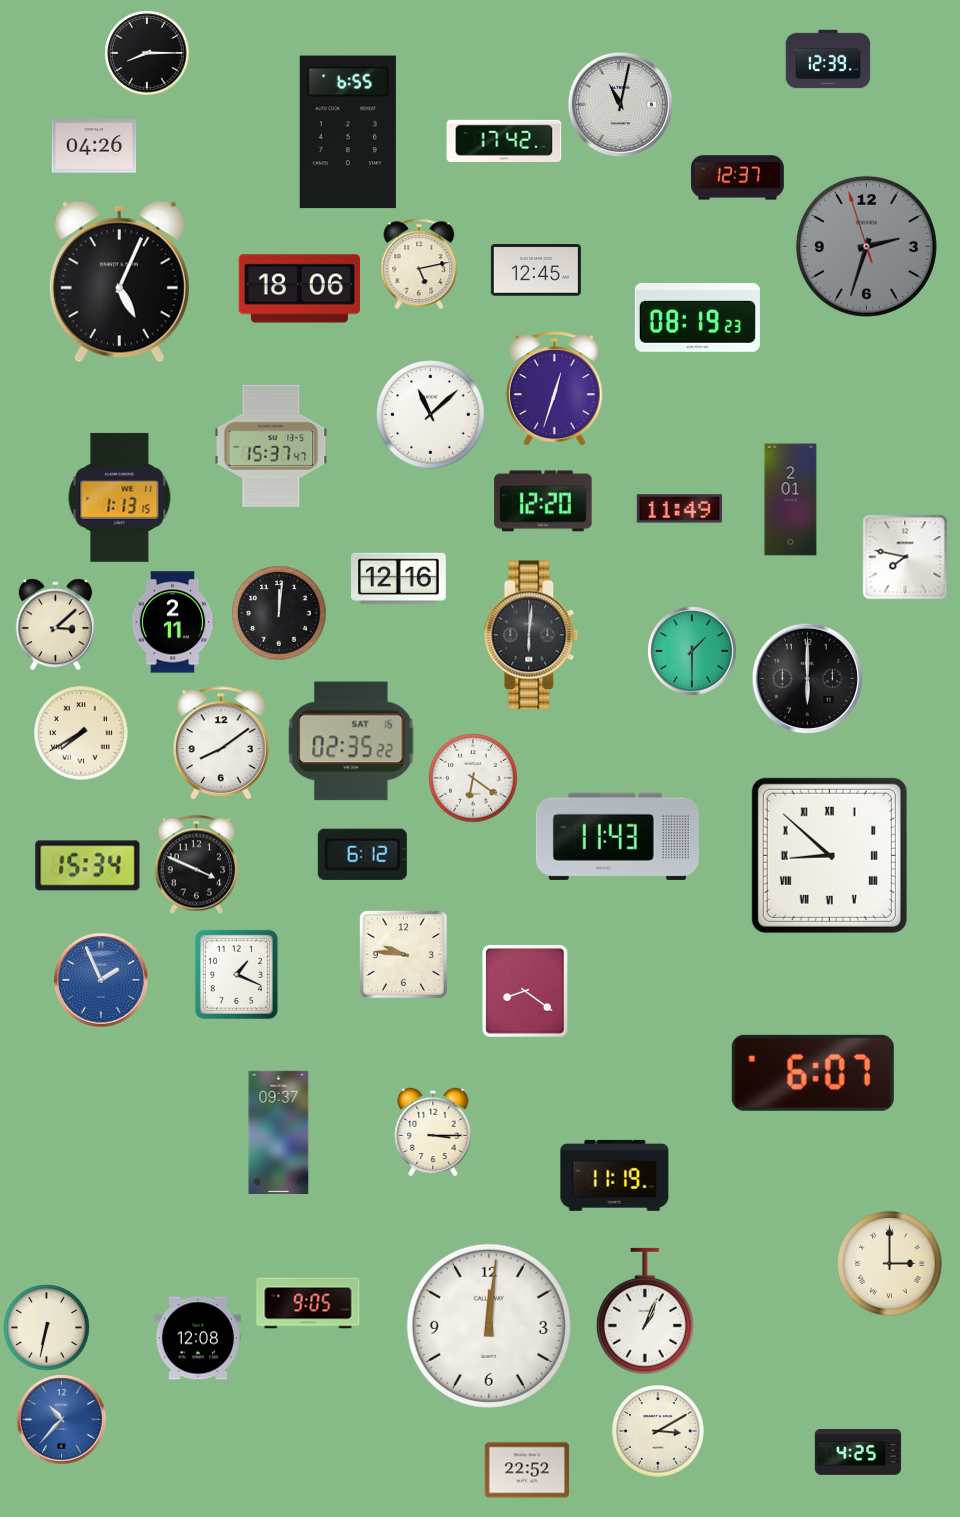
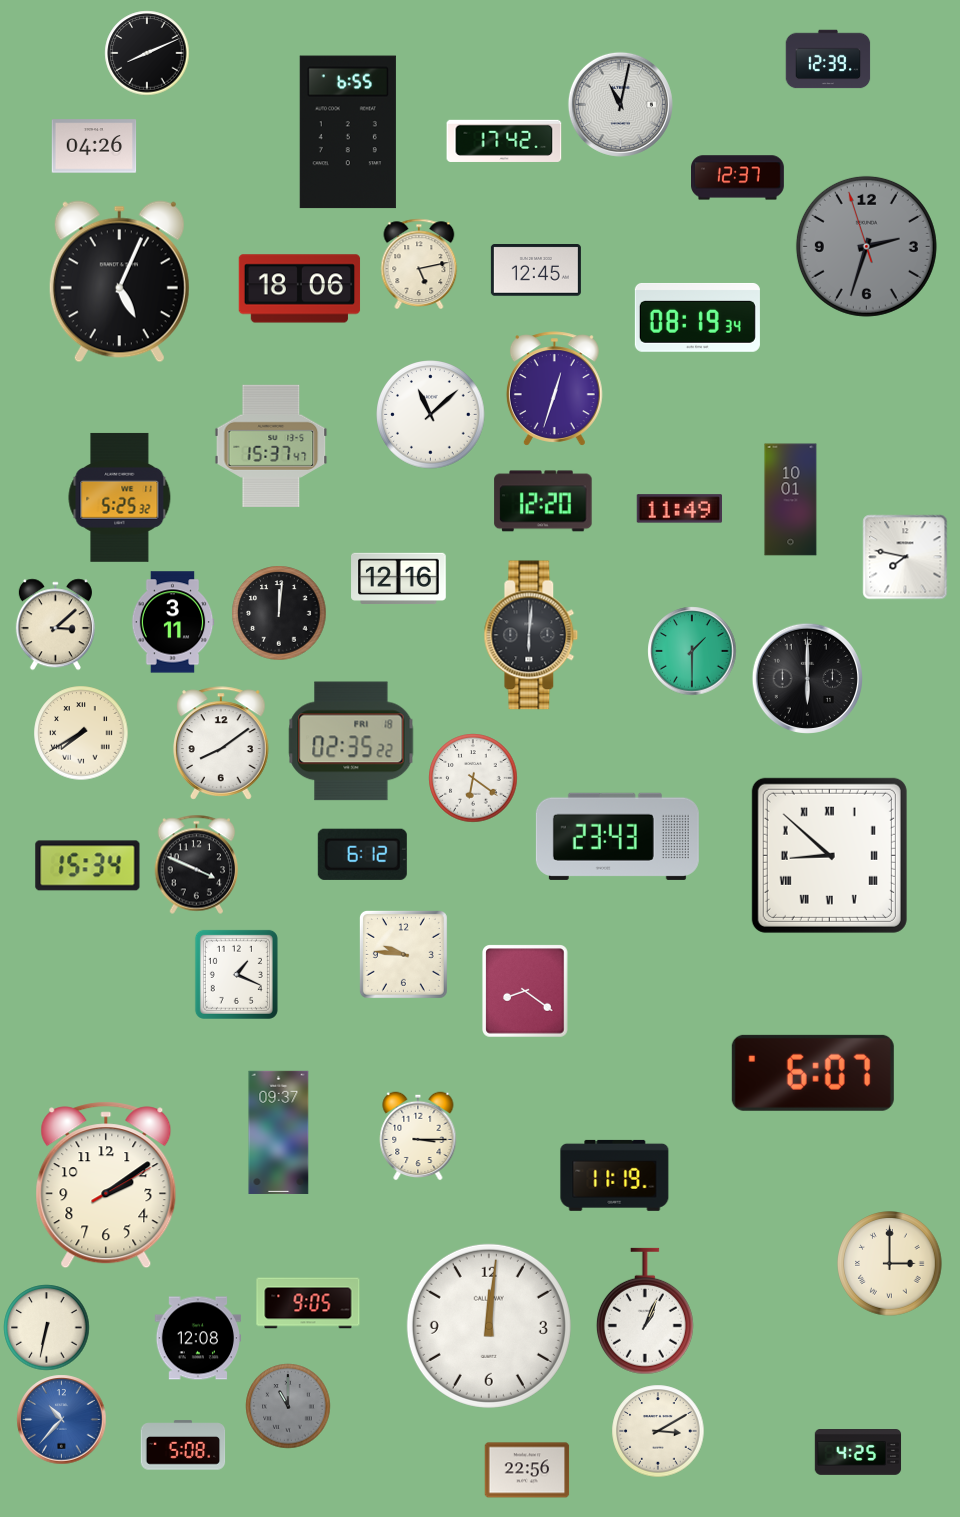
clock at (147, 53): 8:15 -> 8:11
clock at (697, 317): 08:19:23 -> 08:19:34
clock at (120, 497): 1:13 -> 5:25
clock at (791, 500): 2:01 -> 10:01
clock at (173, 622): 2:11 -> 3:11
clock at (351, 741) date: SAT 16 -> FRI 18
clock at (617, 836): 11:43 -> 23:43
clock at (101, 980): 1:56 -> none
clock at (433, 1132) position: (433, 1132) -> (418, 1136)
clock at (106, 1185): none -> 2:09
clock at (288, 1406): none -> 11:00
clock at (183, 1445): none -> 5:08
clock at (527, 1470): 22:52 -> 22:56
